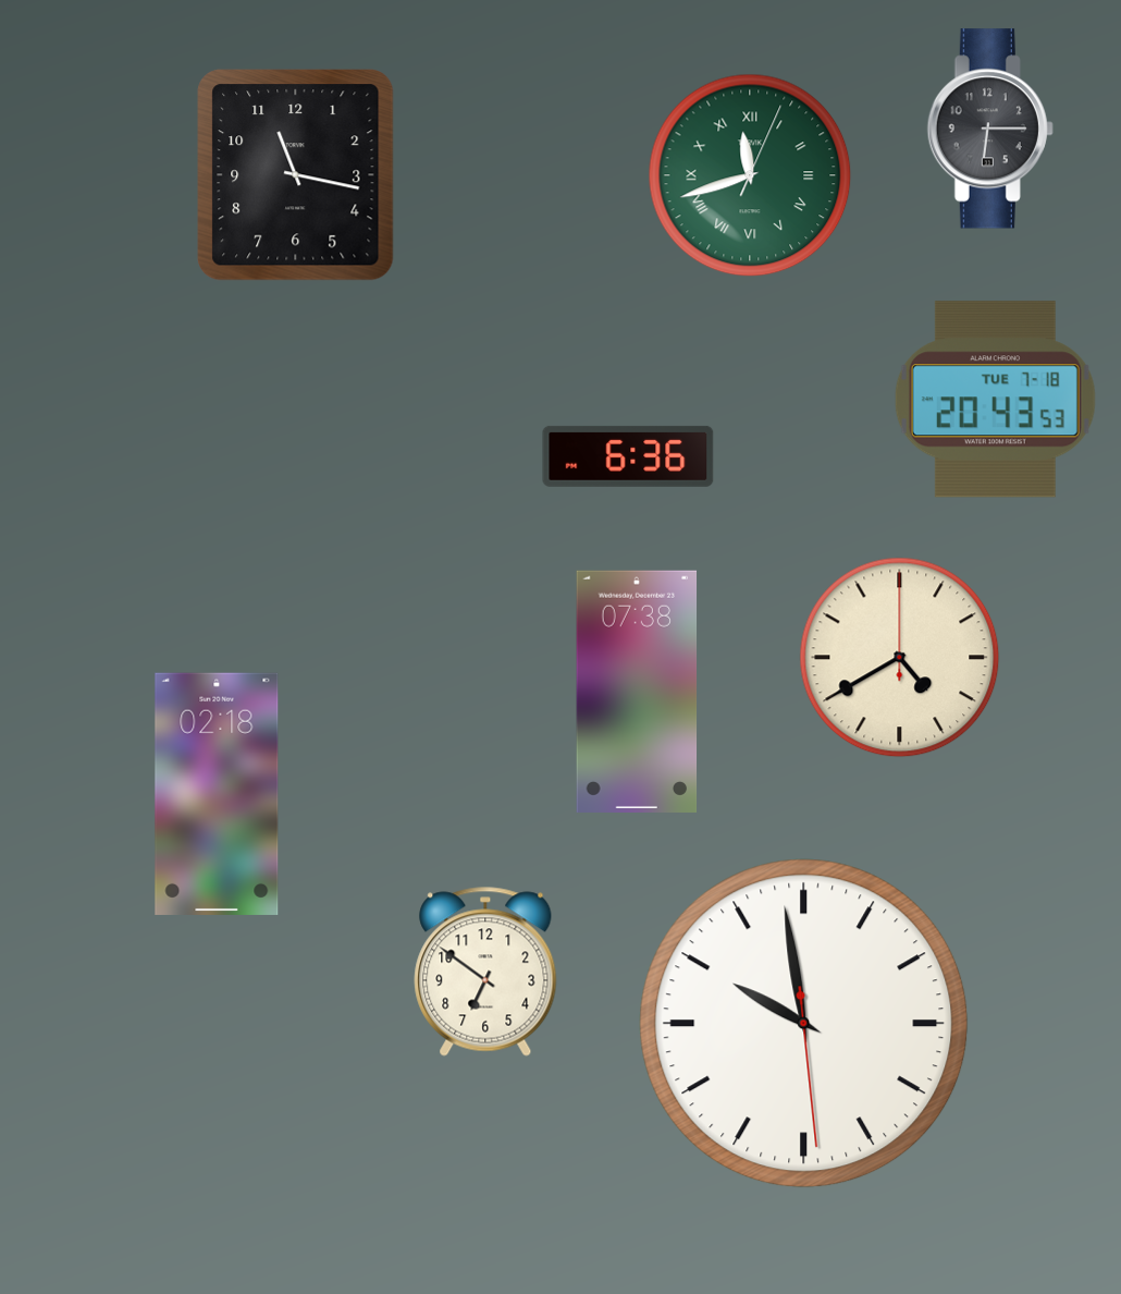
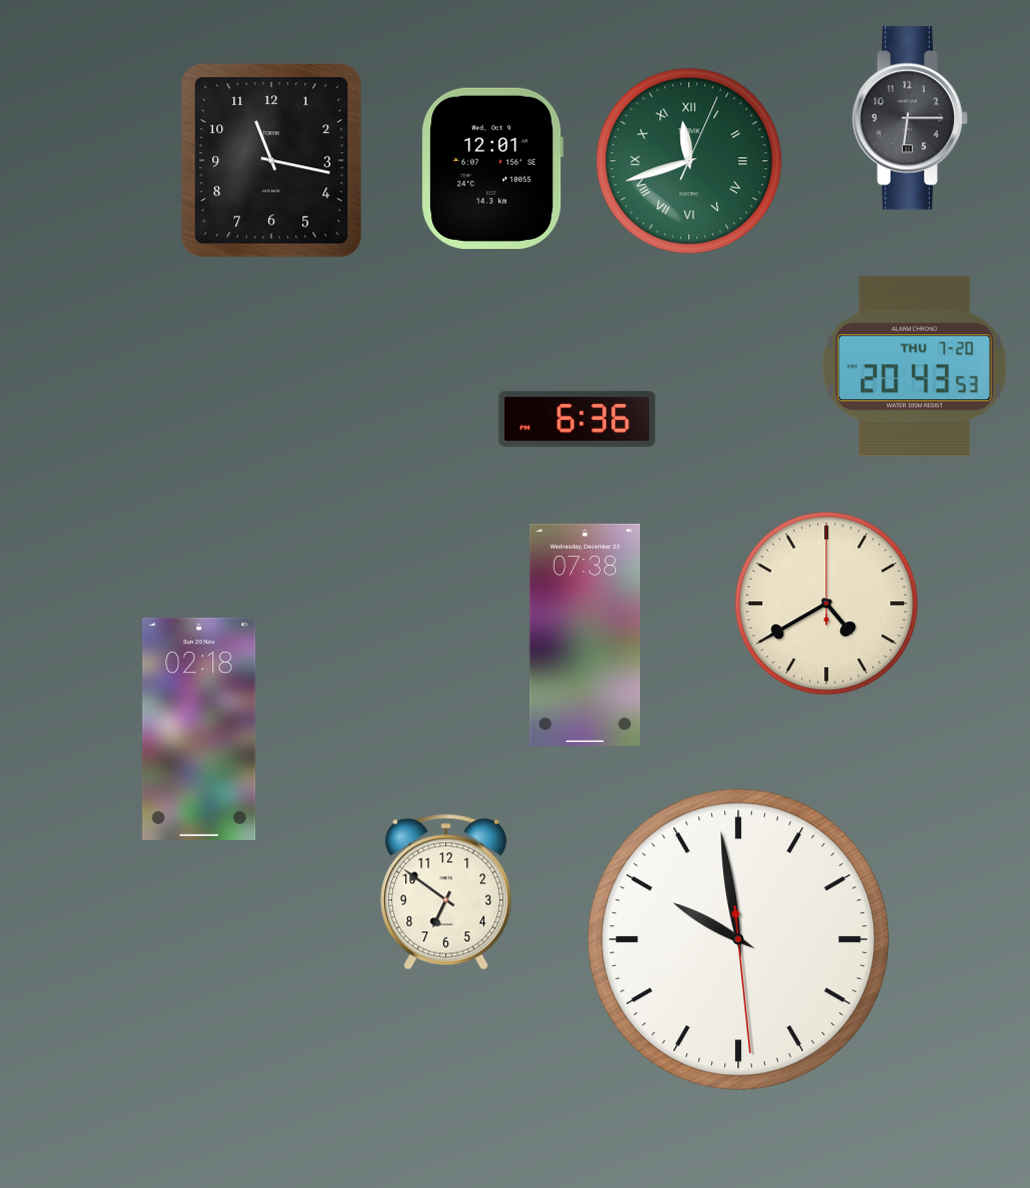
clock at (492, 168): none -> 12:01
clock at (995, 400) date: TUE 7-18 -> THU 7-20
